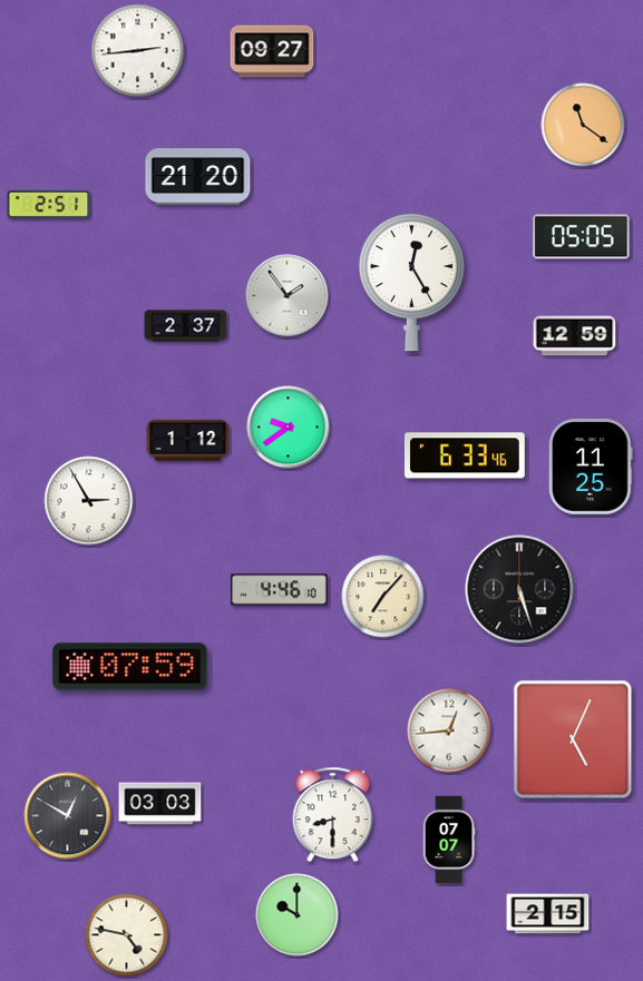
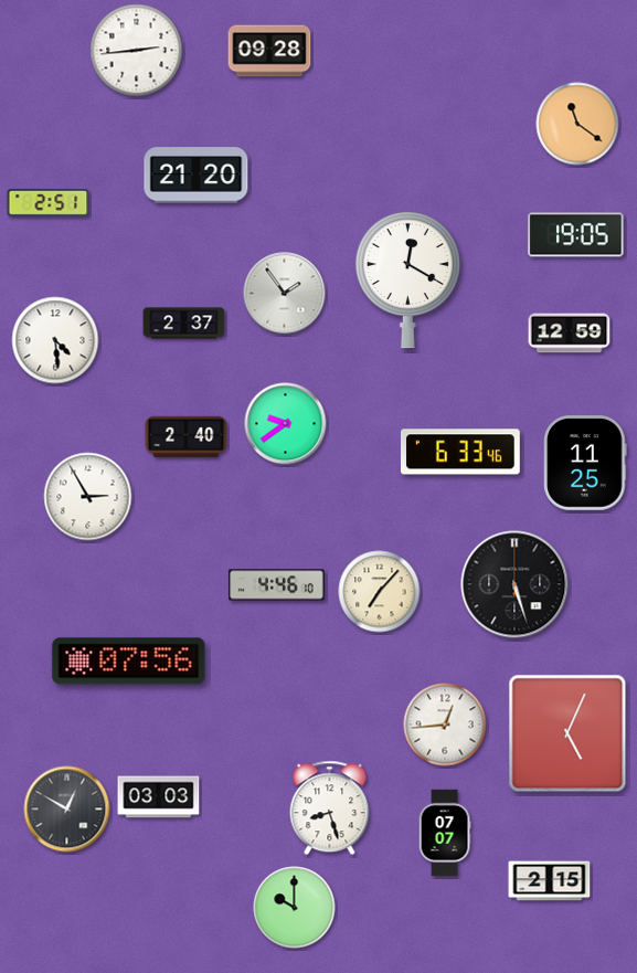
clock at (272, 51): 09:27 -> 09:28
clock at (582, 237): 05:05 -> 19:05
clock at (411, 282): 12:25 -> 12:20
clock at (55, 340): none -> 4:29
clock at (188, 440): 1:12 -> 2:40
clock at (130, 667): 07:59 -> 07:56
clock at (333, 815): 8:30 -> 8:27
clock at (548, 914) position: (548, 914) -> (550, 881)
clock at (127, 935): 4:47 -> none
